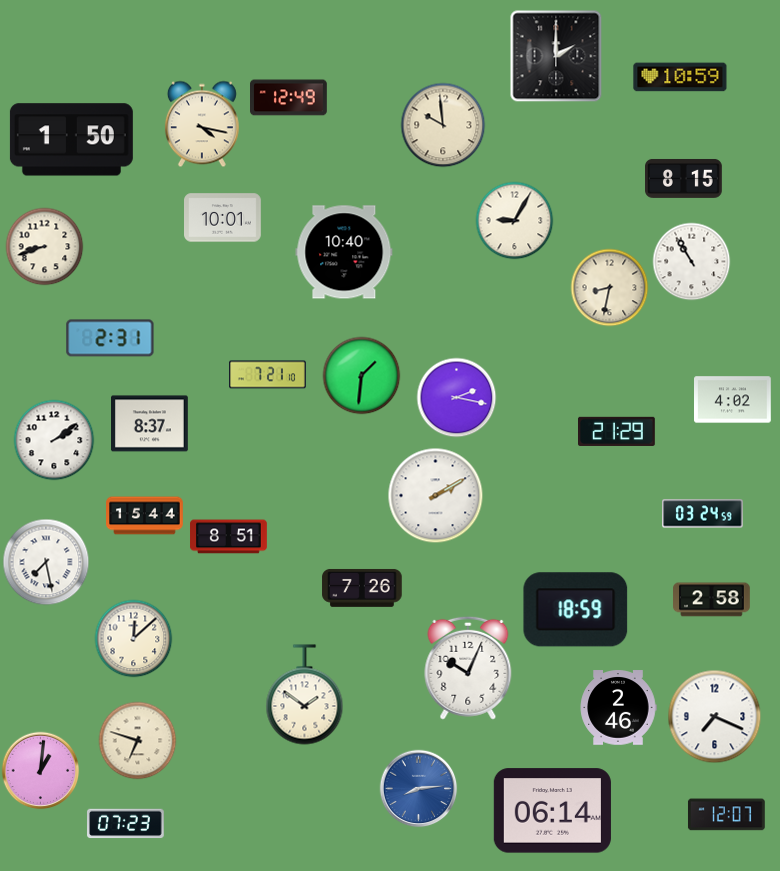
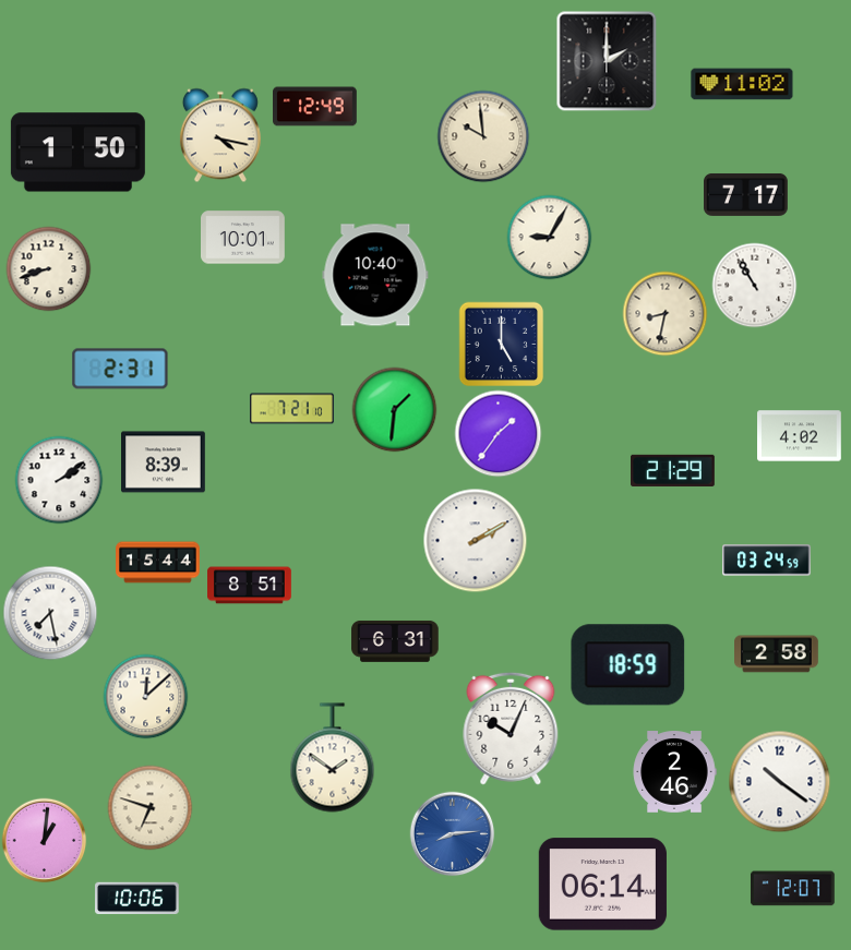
clock at (680, 77): 10:59 -> 11:02
clock at (684, 178): 8:15 -> 7:17
clock at (514, 220) position: (514, 220) -> (549, 237)
clock at (501, 344): none -> 5:00
clock at (456, 397): 2:17 -> 1:36
clock at (150, 424): 8:37 -> 8:39
clock at (362, 588): 7:26 -> 6:31
clock at (714, 716): 7:19 -> 10:21
clock at (418, 788) position: (418, 788) -> (452, 833)
clock at (126, 824): 07:23 -> 10:06
